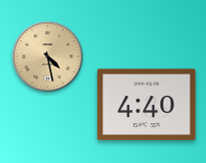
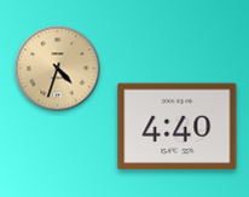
clock at (48, 57): 4:28 -> 4:33
